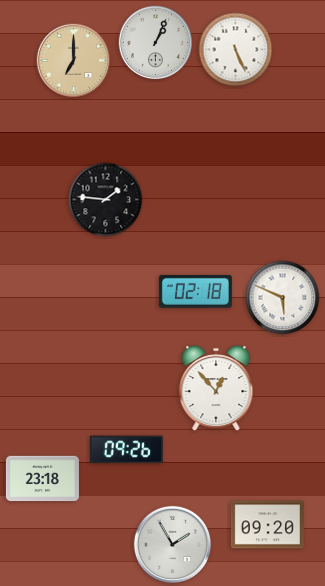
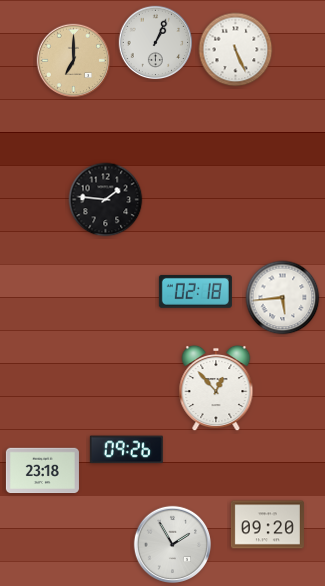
clock at (283, 298): 5:49 -> 5:44
clock at (42, 479) position: (42, 479) -> (42, 471)
